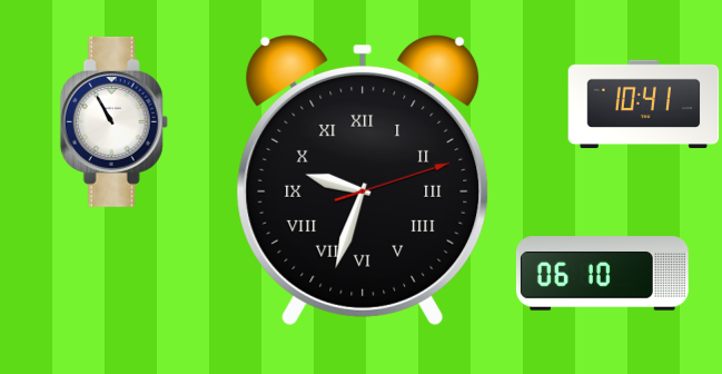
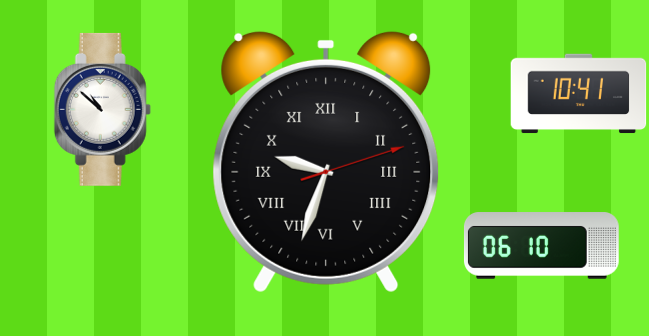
clock at (113, 121): 10:55 -> 10:52
